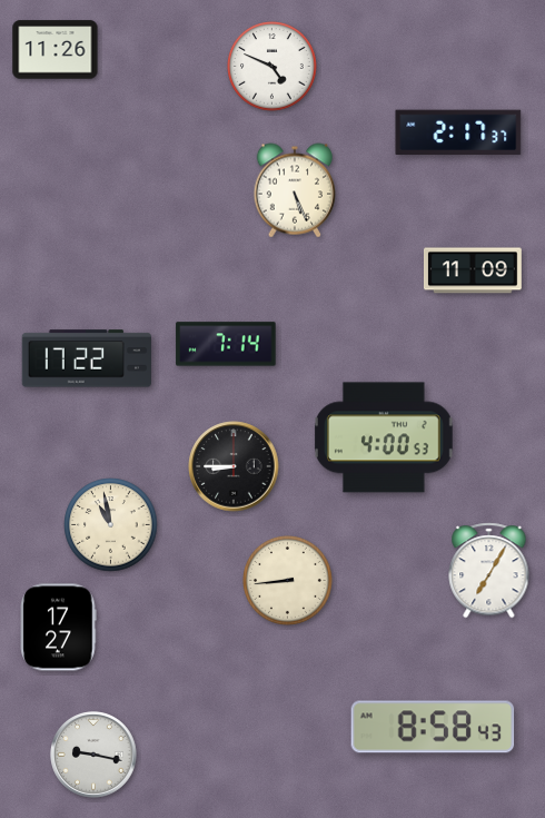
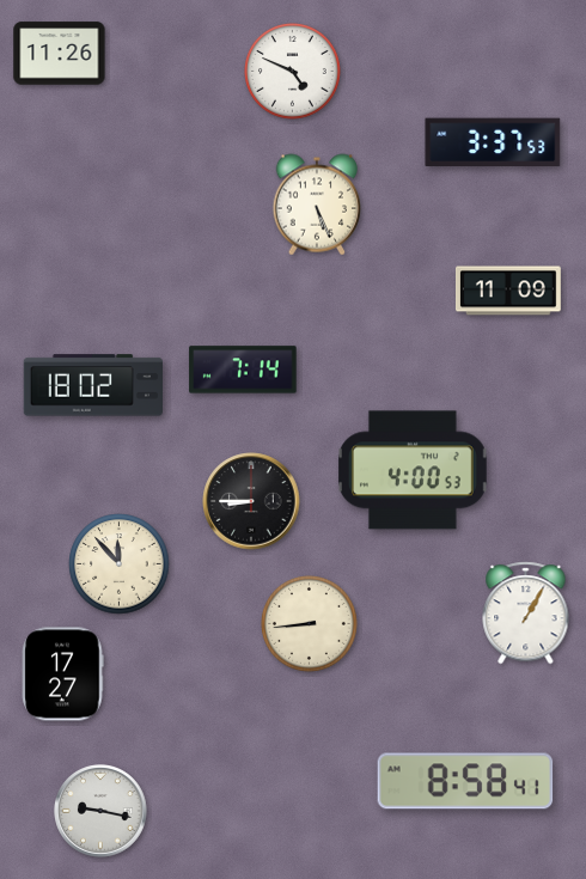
clock at (458, 132): 2:17 -> 3:37
clock at (86, 358): 17:22 -> 18:02
clock at (111, 525): 10:58 -> 11:53
clock at (489, 571): 7:05 -> 1:05
clock at (433, 727): 8:58:43 -> 8:58:41
